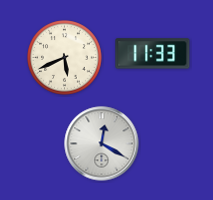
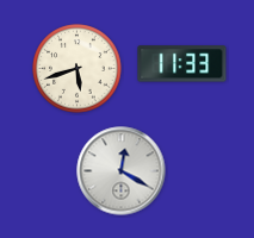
clock at (65, 58): 5:41 -> 5:42
